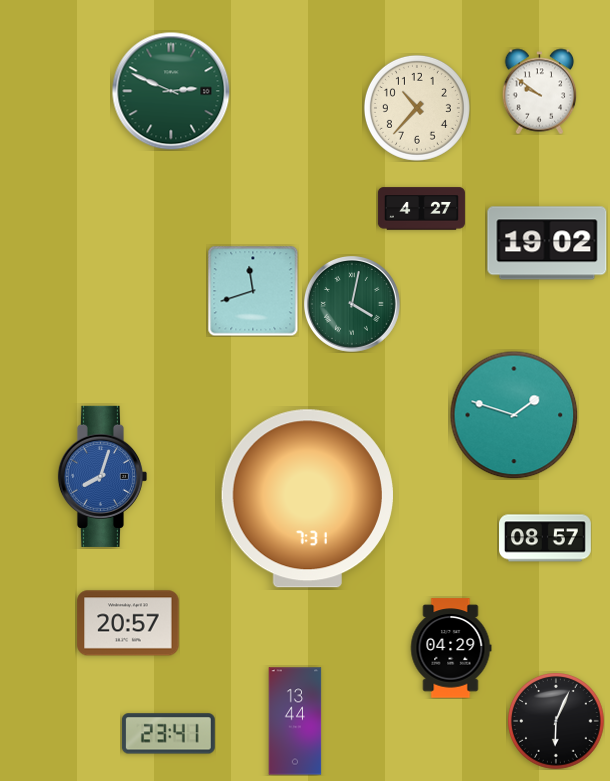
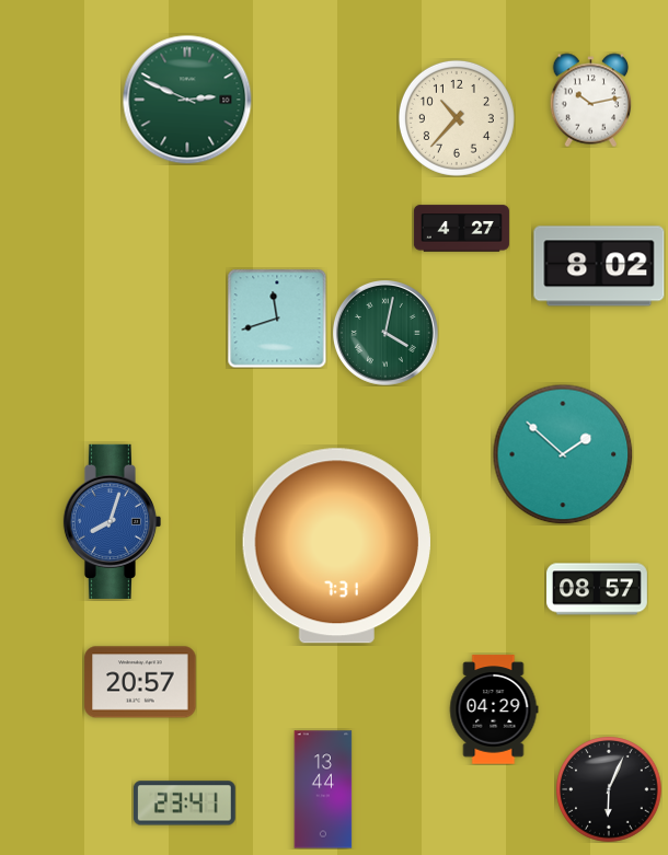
clock at (540, 91): 9:51 -> 10:13
clock at (547, 243): 19:02 -> 8:02
clock at (514, 415): 1:48 -> 1:52
